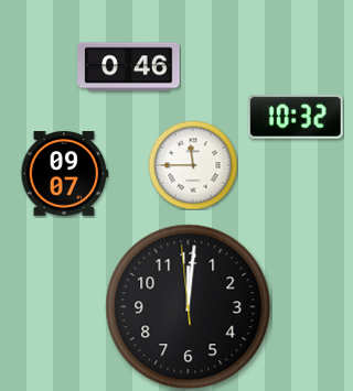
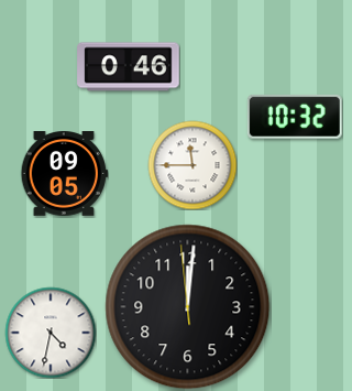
clock at (64, 174): 09:07 -> 09:05
clock at (51, 333): none -> 4:32
